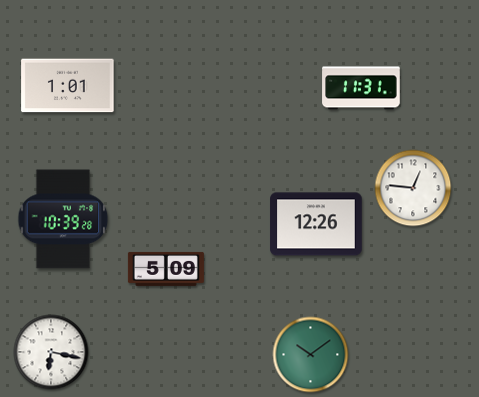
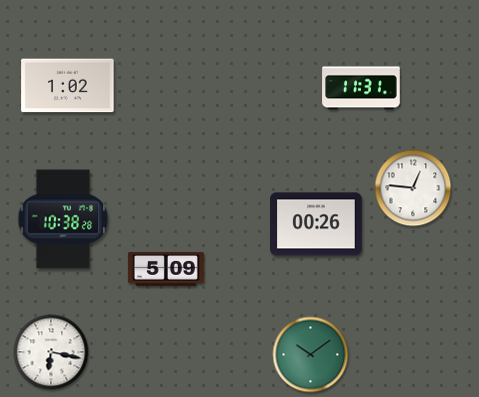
clock at (68, 86): 1:01 -> 1:02
clock at (63, 219): 10:39 -> 10:38
clock at (316, 224): 12:26 -> 00:26
